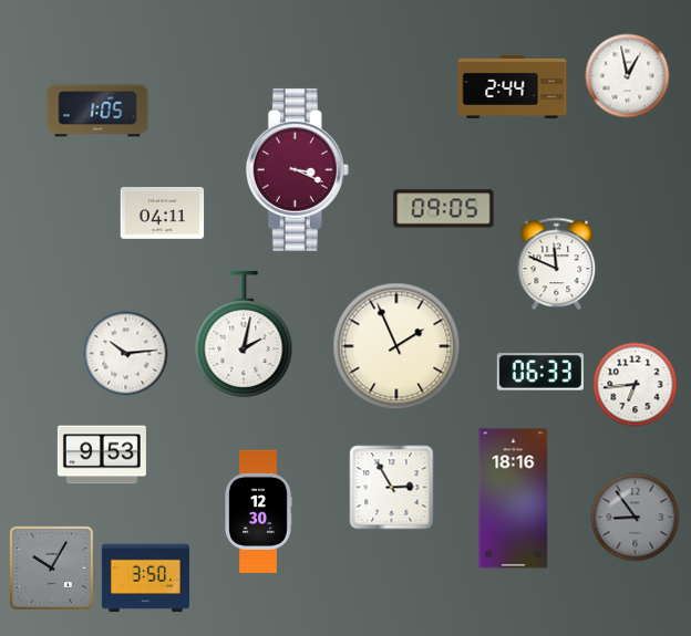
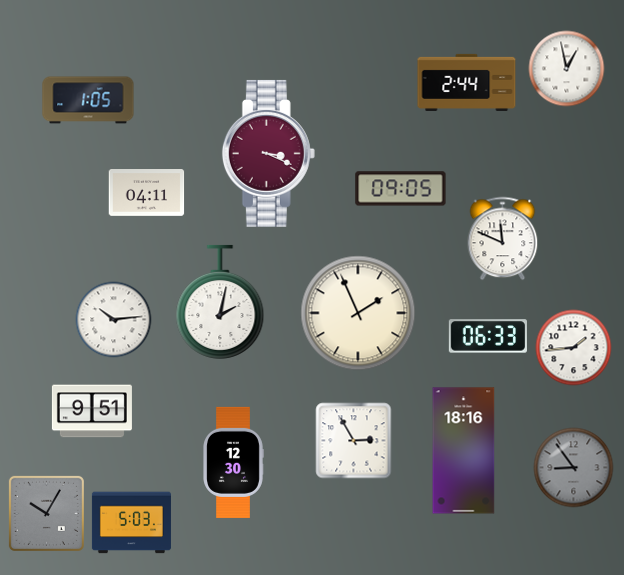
clock at (513, 86) position: (513, 86) -> (467, 82)
clock at (636, 385): 6:44 -> 1:44
clock at (102, 455): 9:53 -> 9:51
clock at (145, 578): 3:50 -> 5:03
